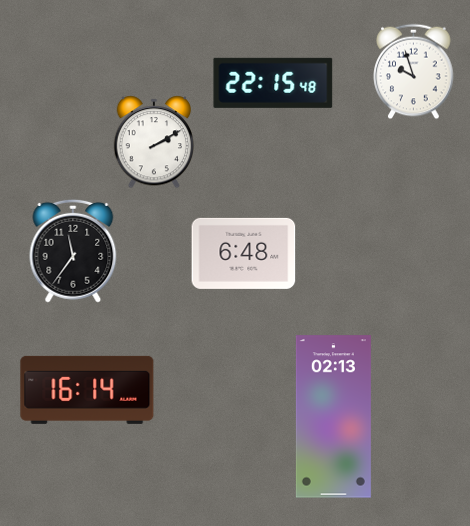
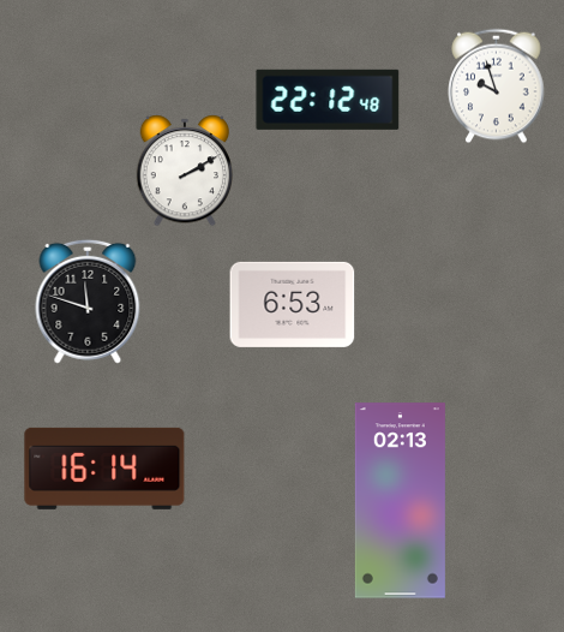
clock at (273, 83): 22:15 -> 22:12
clock at (73, 251): 11:36 -> 11:48
clock at (244, 253): 6:48 -> 6:53
